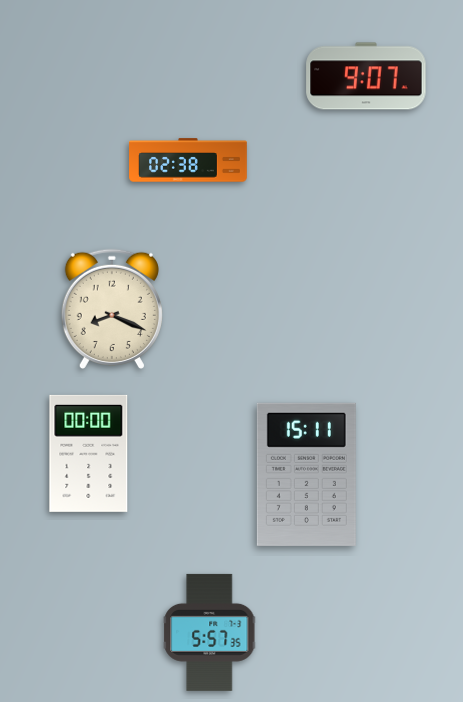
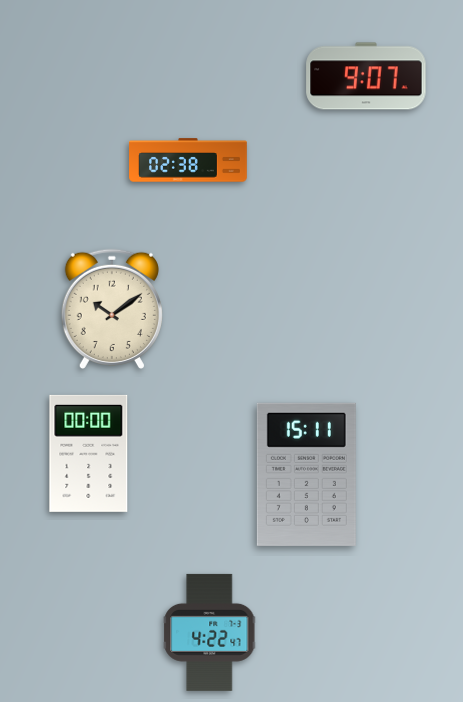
clock at (112, 308): 8:19 -> 10:09
clock at (210, 632): 5:57 -> 4:22
